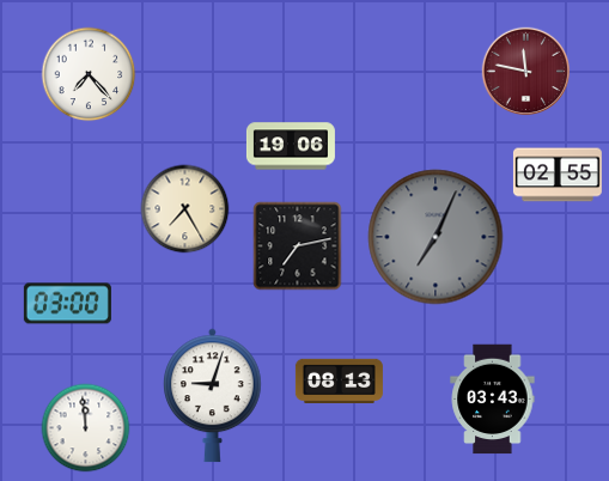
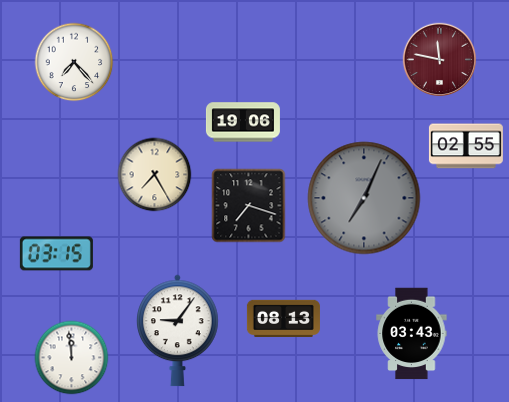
clock at (298, 246): 7:13 -> 7:18
clock at (67, 304): 03:00 -> 03:15
clock at (213, 396): 9:03 -> 9:06
